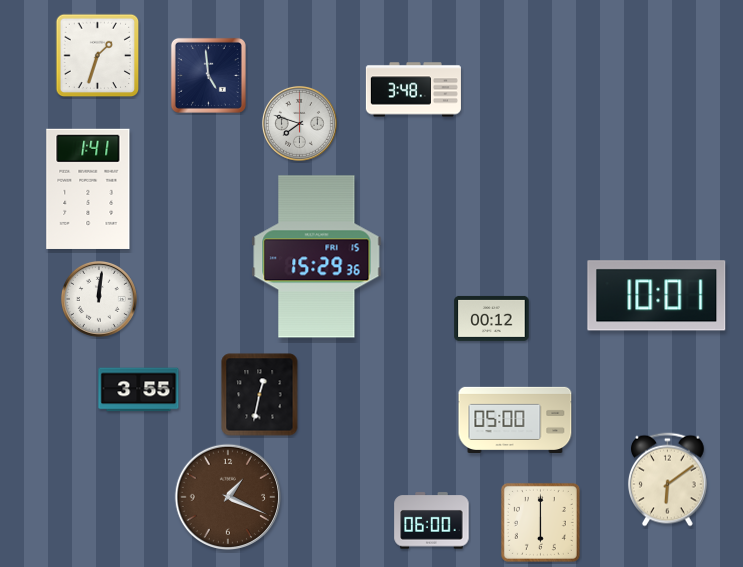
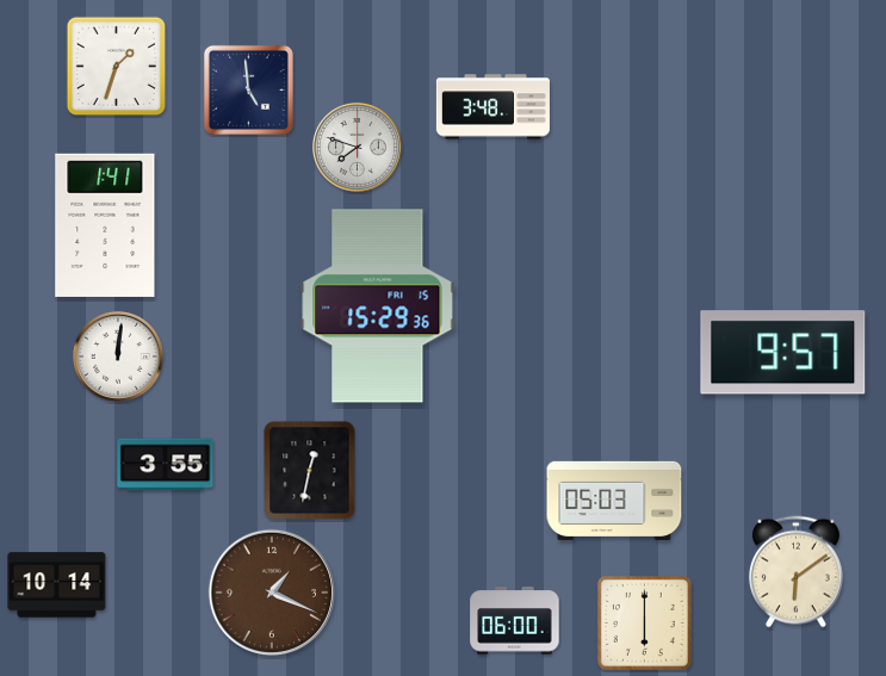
clock at (657, 296): 10:01 -> 9:57
clock at (492, 318): 00:12 -> none
clock at (515, 419): 05:00 -> 05:03
clock at (57, 585): none -> 10:14
